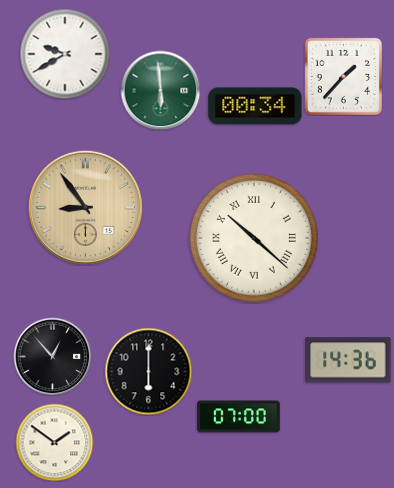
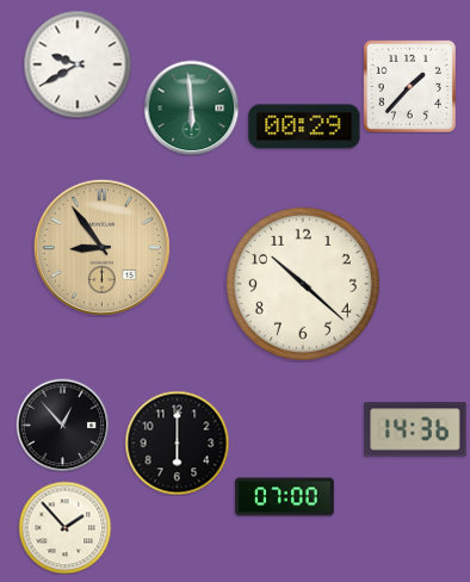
clock at (343, 76) position: (343, 76) -> (409, 86)
clock at (255, 106): 00:34 -> 00:29
clock at (254, 238) numerals: Roman -> Arabic
clock at (54, 442): 1:51 -> 1:53
